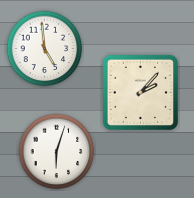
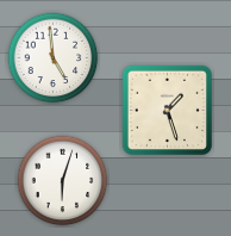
clock at (140, 92): 2:07 -> 1:27
clock at (57, 152) position: (57, 152) -> (63, 181)
